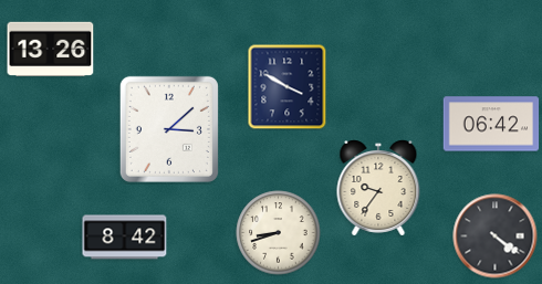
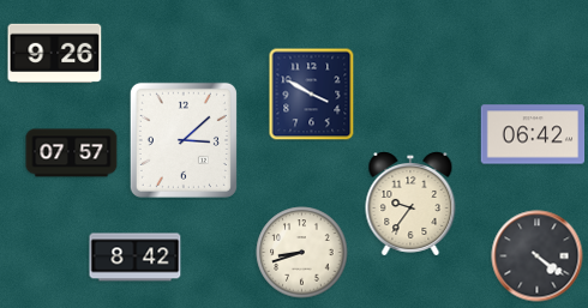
clock at (51, 49): 13:26 -> 9:26
clock at (72, 153): none -> 07:57
